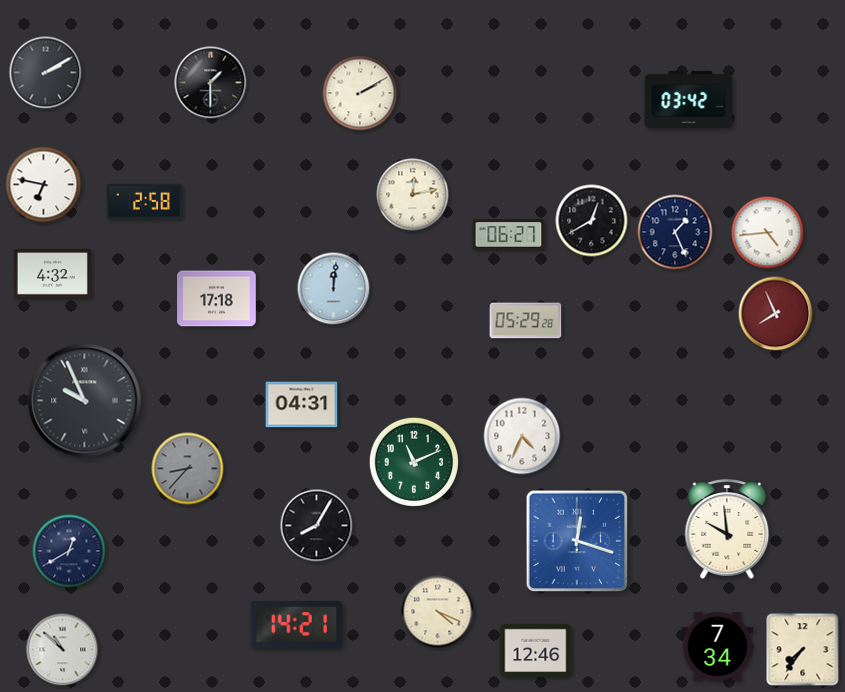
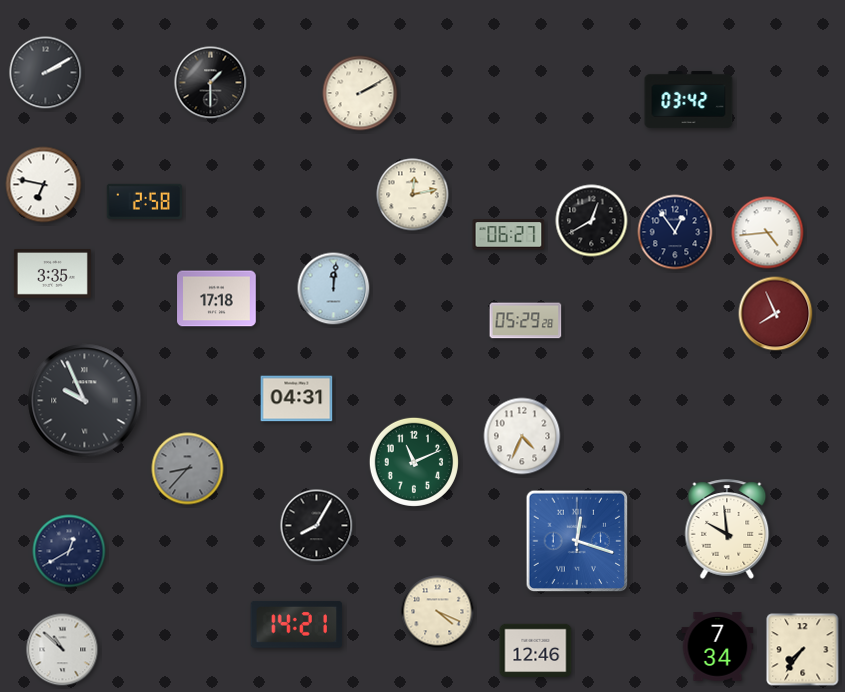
clock at (675, 232): 1:26 -> 12:54
clock at (52, 273): 4:32 -> 3:35
clock at (302, 405) position: (302, 405) -> (297, 399)
